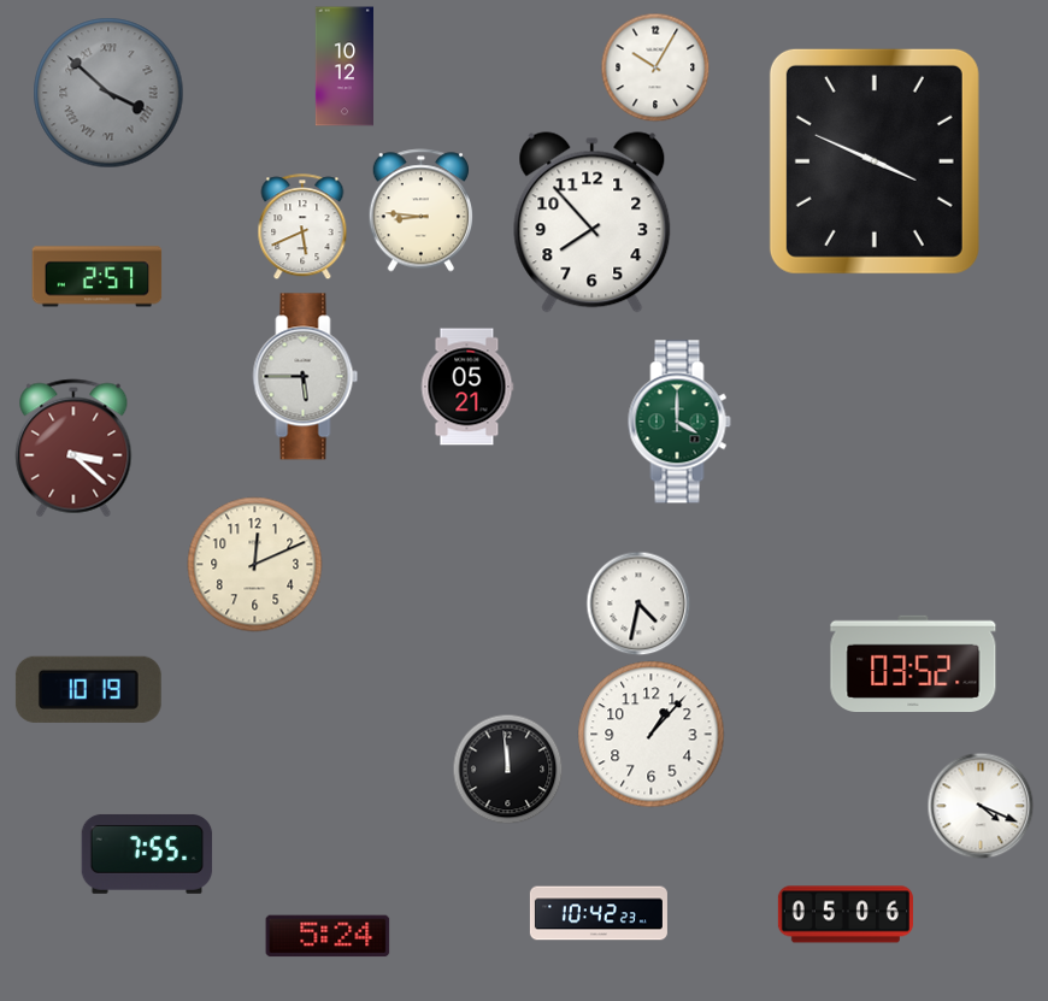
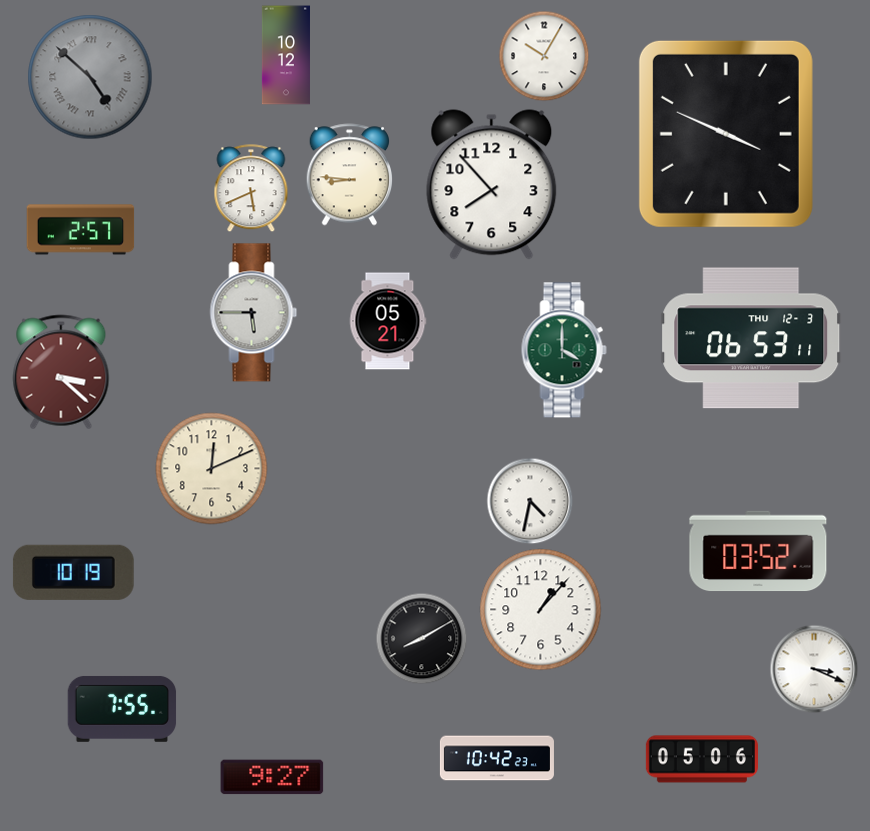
clock at (108, 93): 3:52 -> 4:52
clock at (752, 338): none -> 06:53
clock at (507, 769): 11:59 -> 8:10
clock at (981, 806): 4:19 -> 3:19
clock at (328, 936): 5:24 -> 9:27
